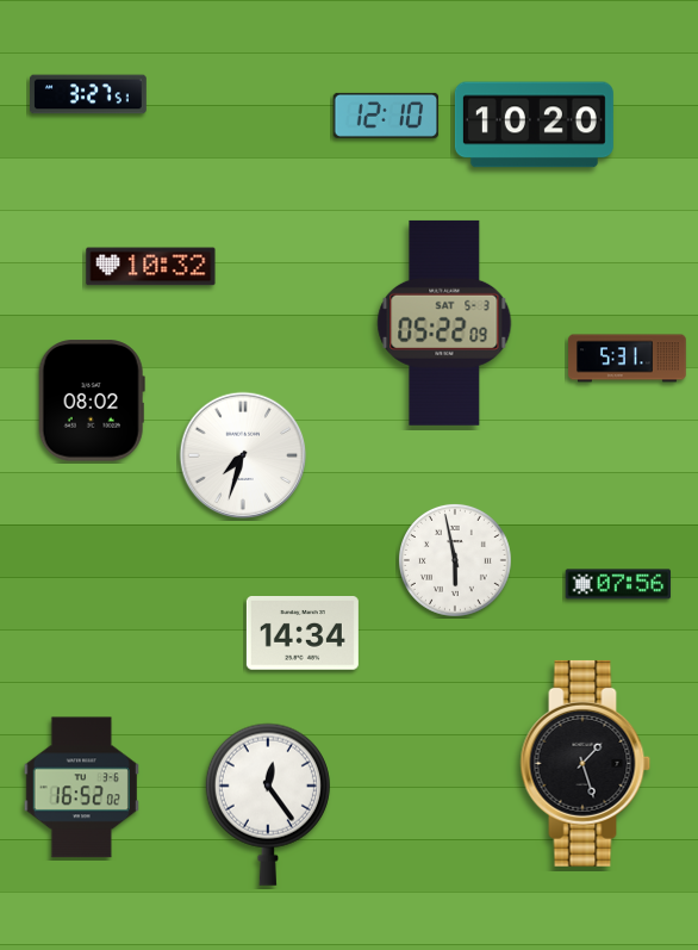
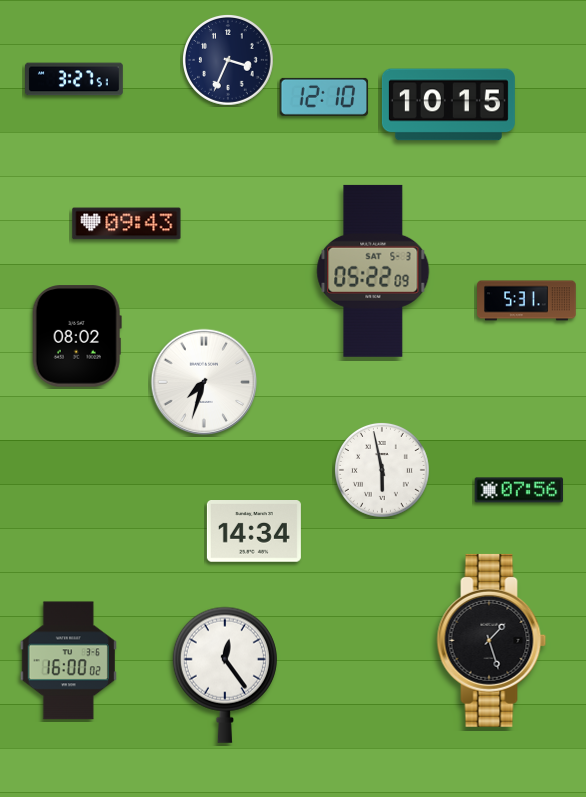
clock at (229, 61): none -> 3:34
clock at (534, 125): 10:20 -> 10:15
clock at (151, 267): 10:32 -> 09:43
clock at (81, 788): 16:52 -> 16:00
